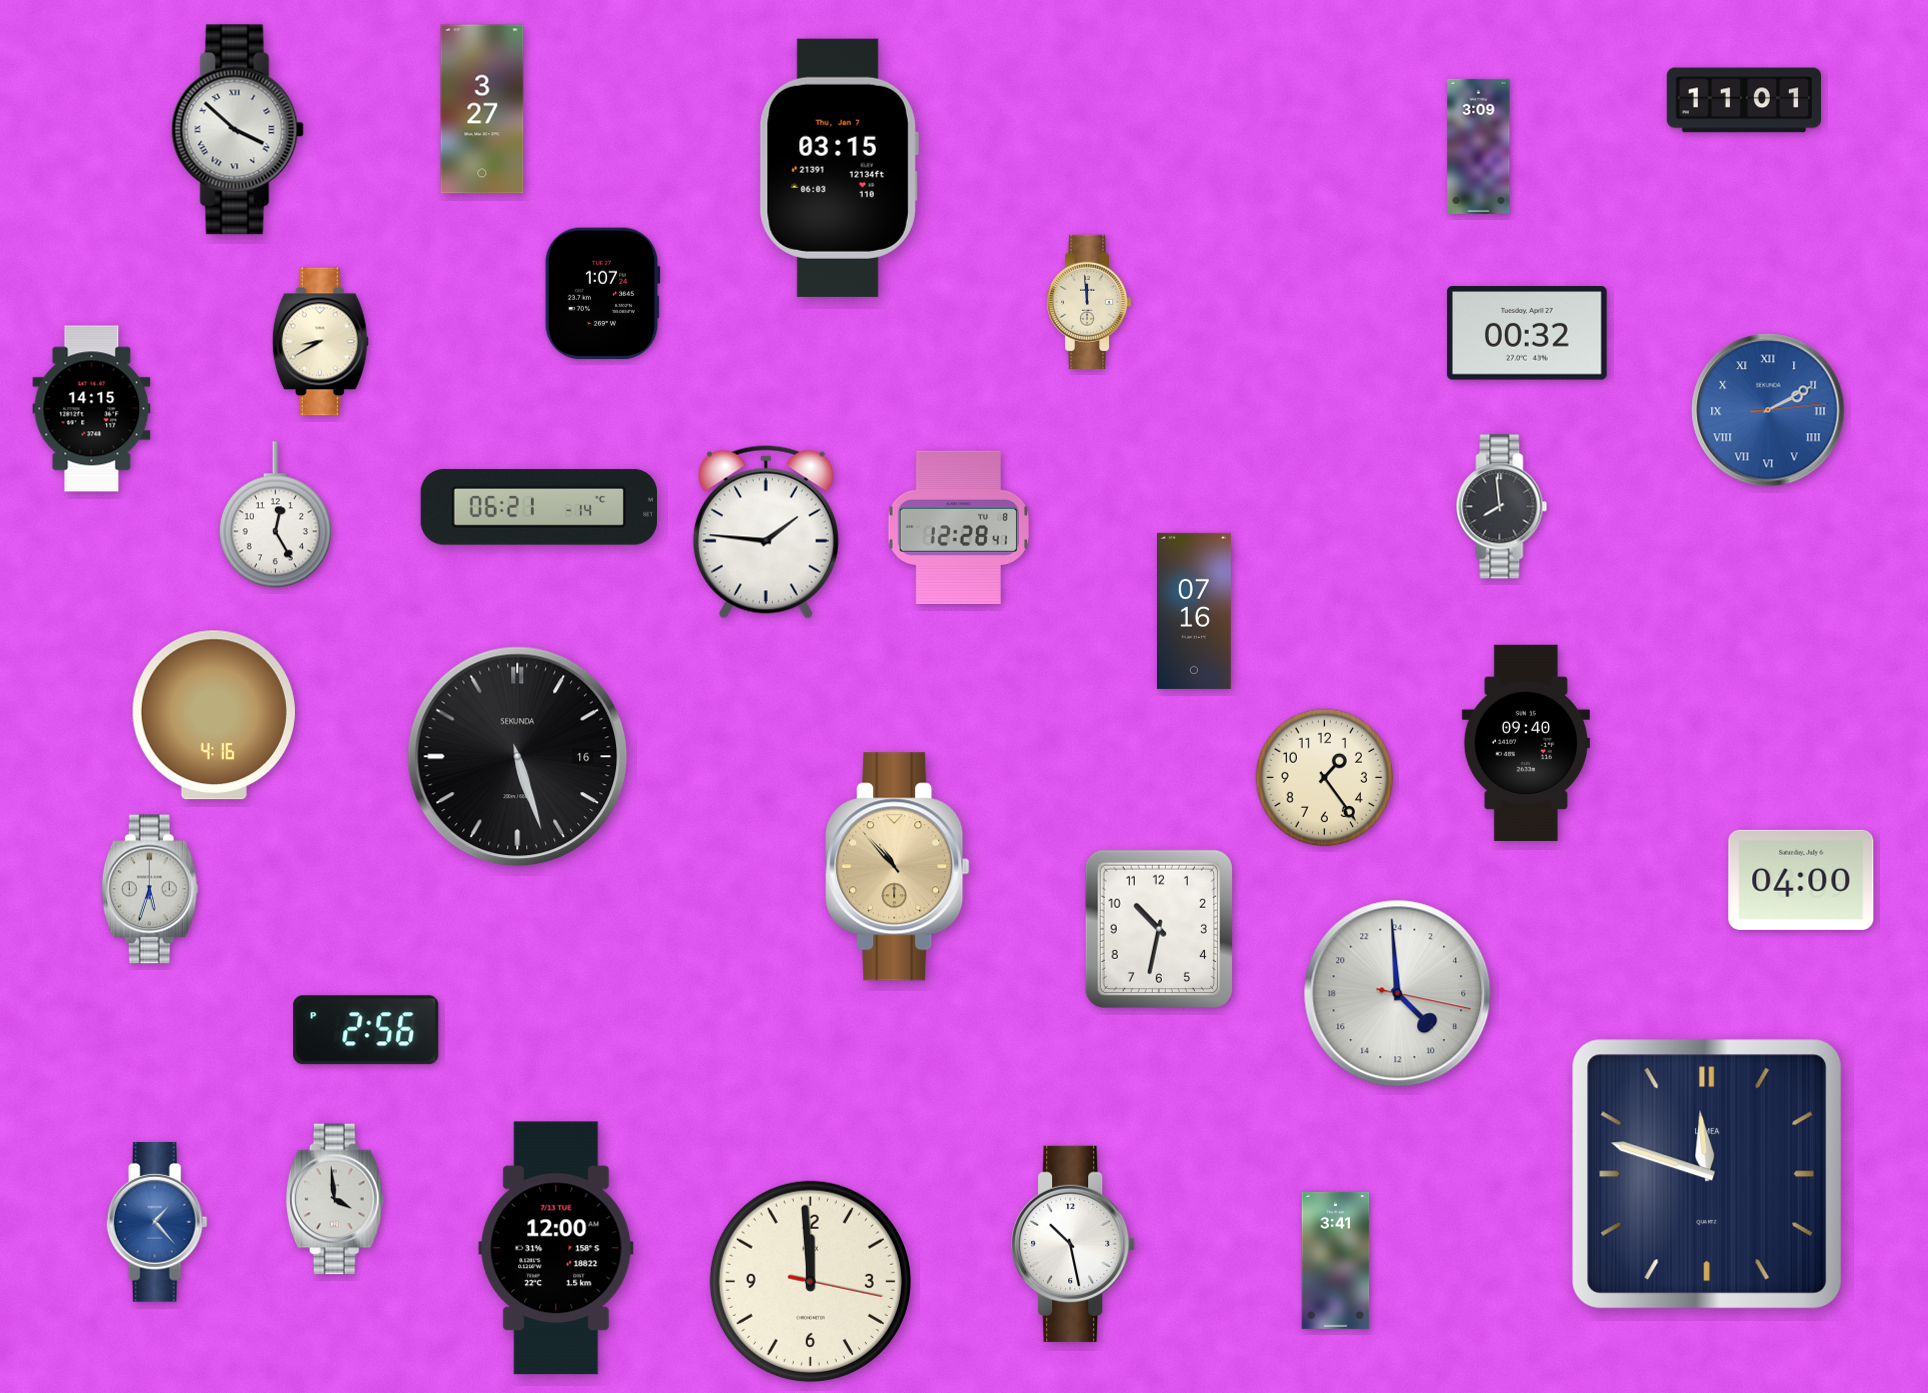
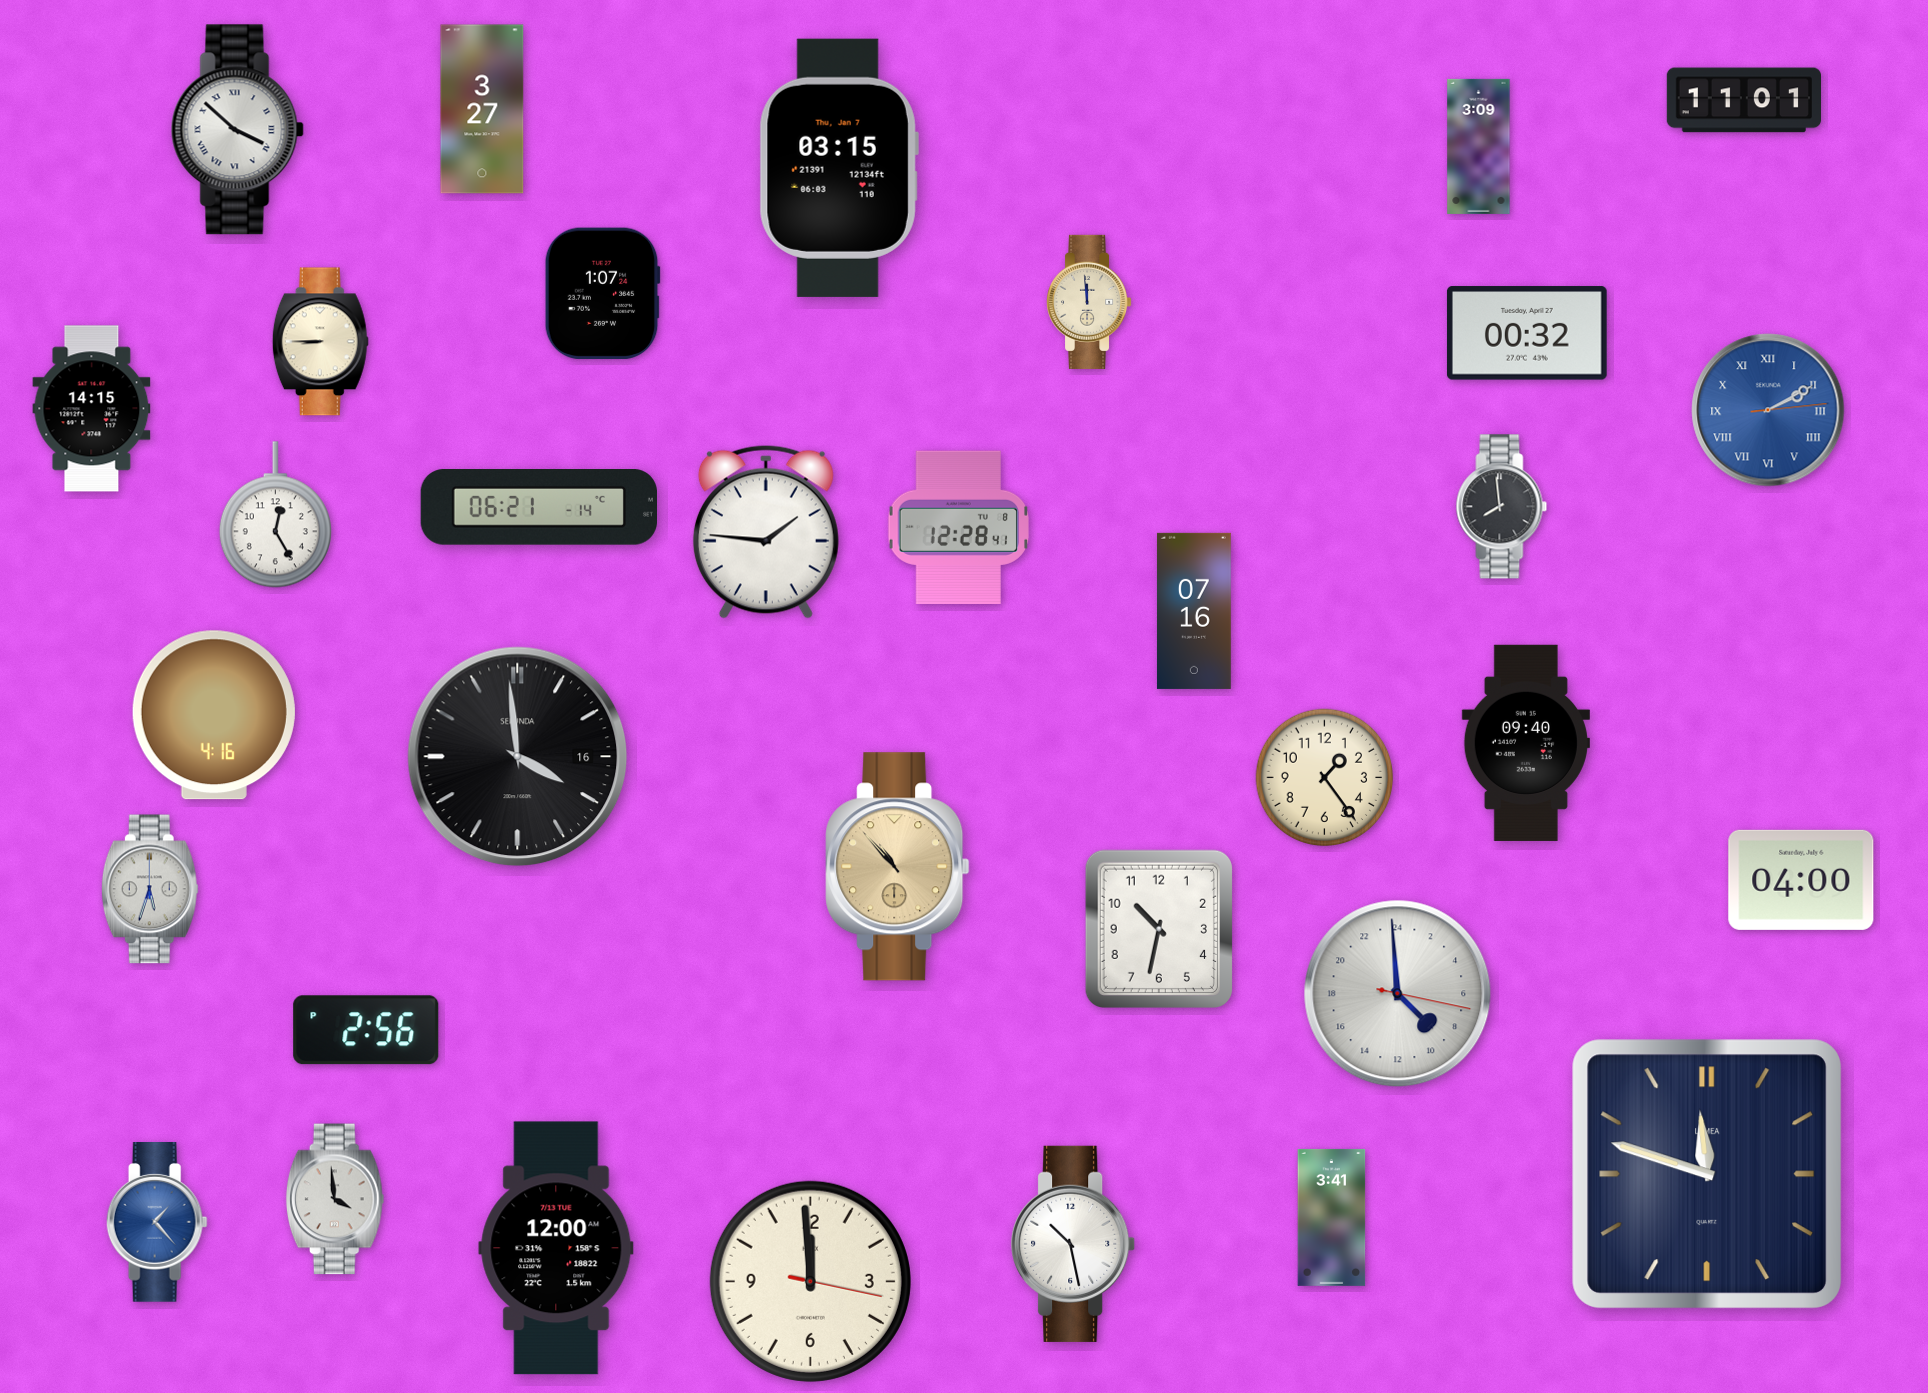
clock at (320, 342): 8:40 -> 8:45
clock at (518, 757): 5:27 -> 3:59
clock at (1336, 1260) position: (1336, 1260) -> (1332, 1217)
